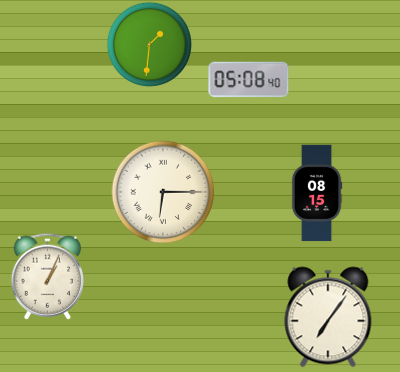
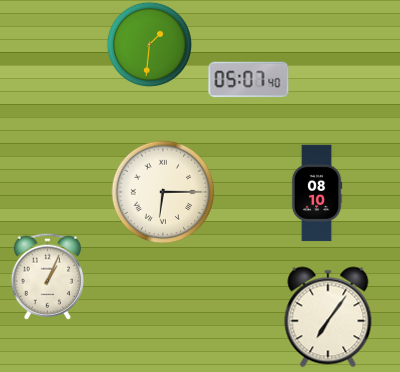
clock at (249, 80): 05:08 -> 05:07
clock at (317, 193): 08:15 -> 08:10
